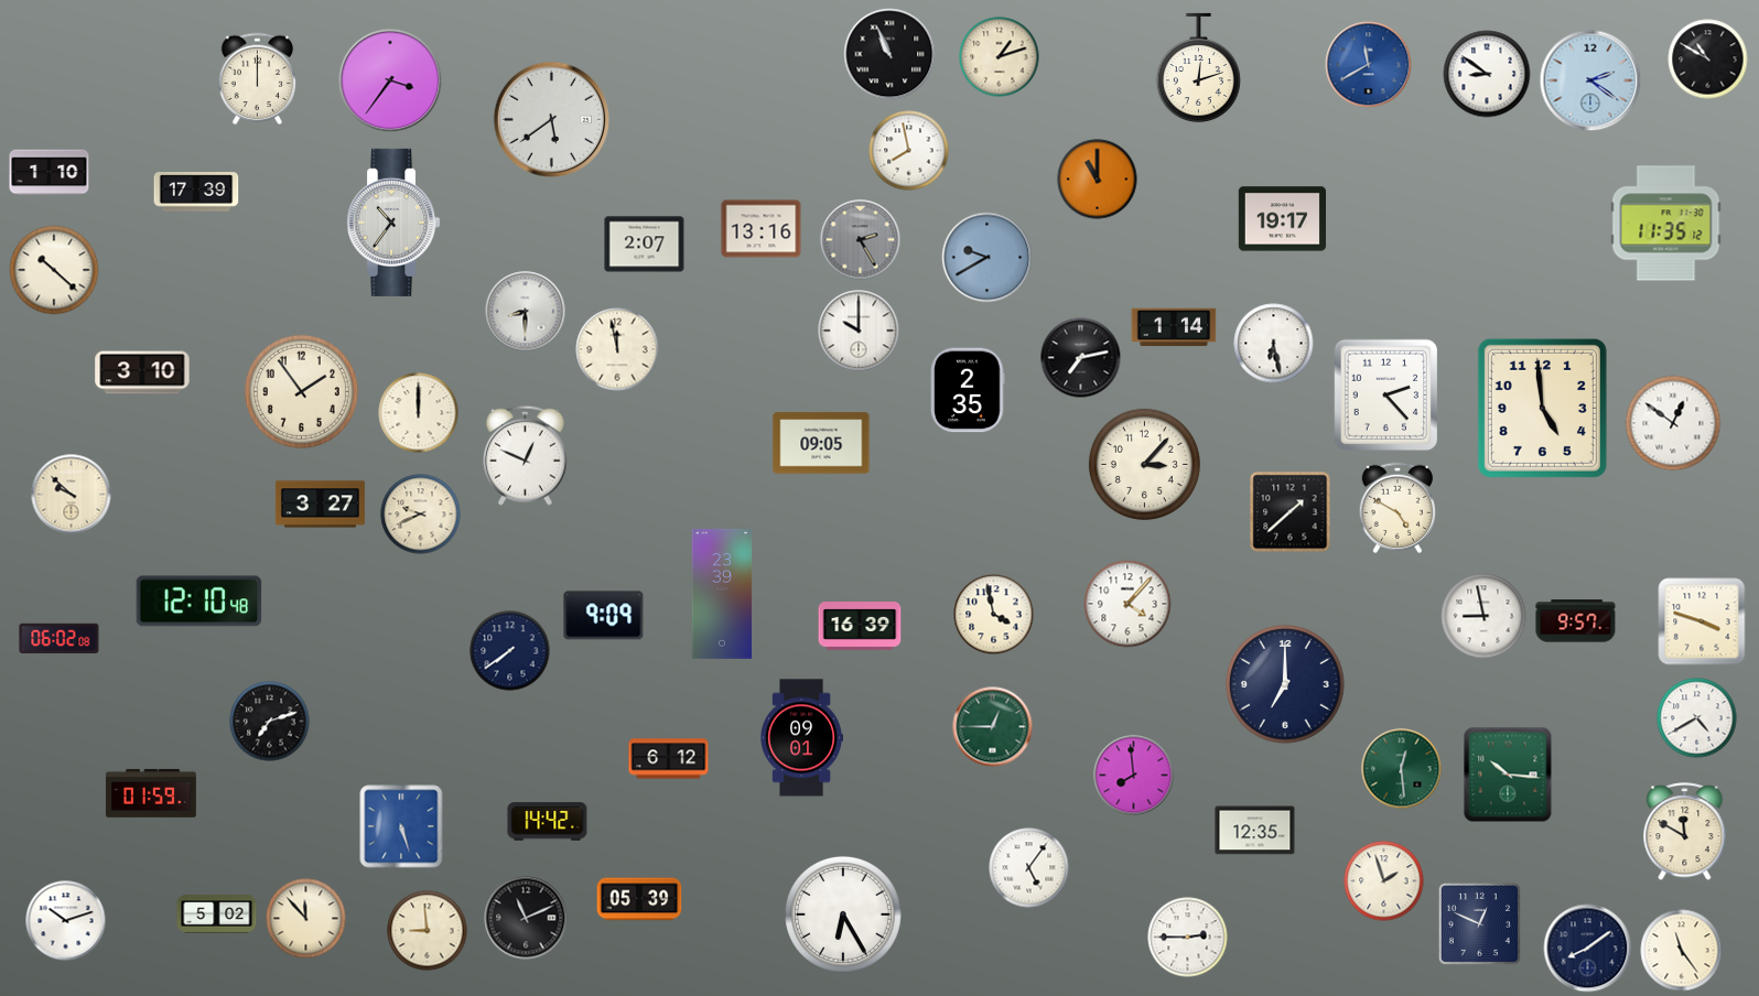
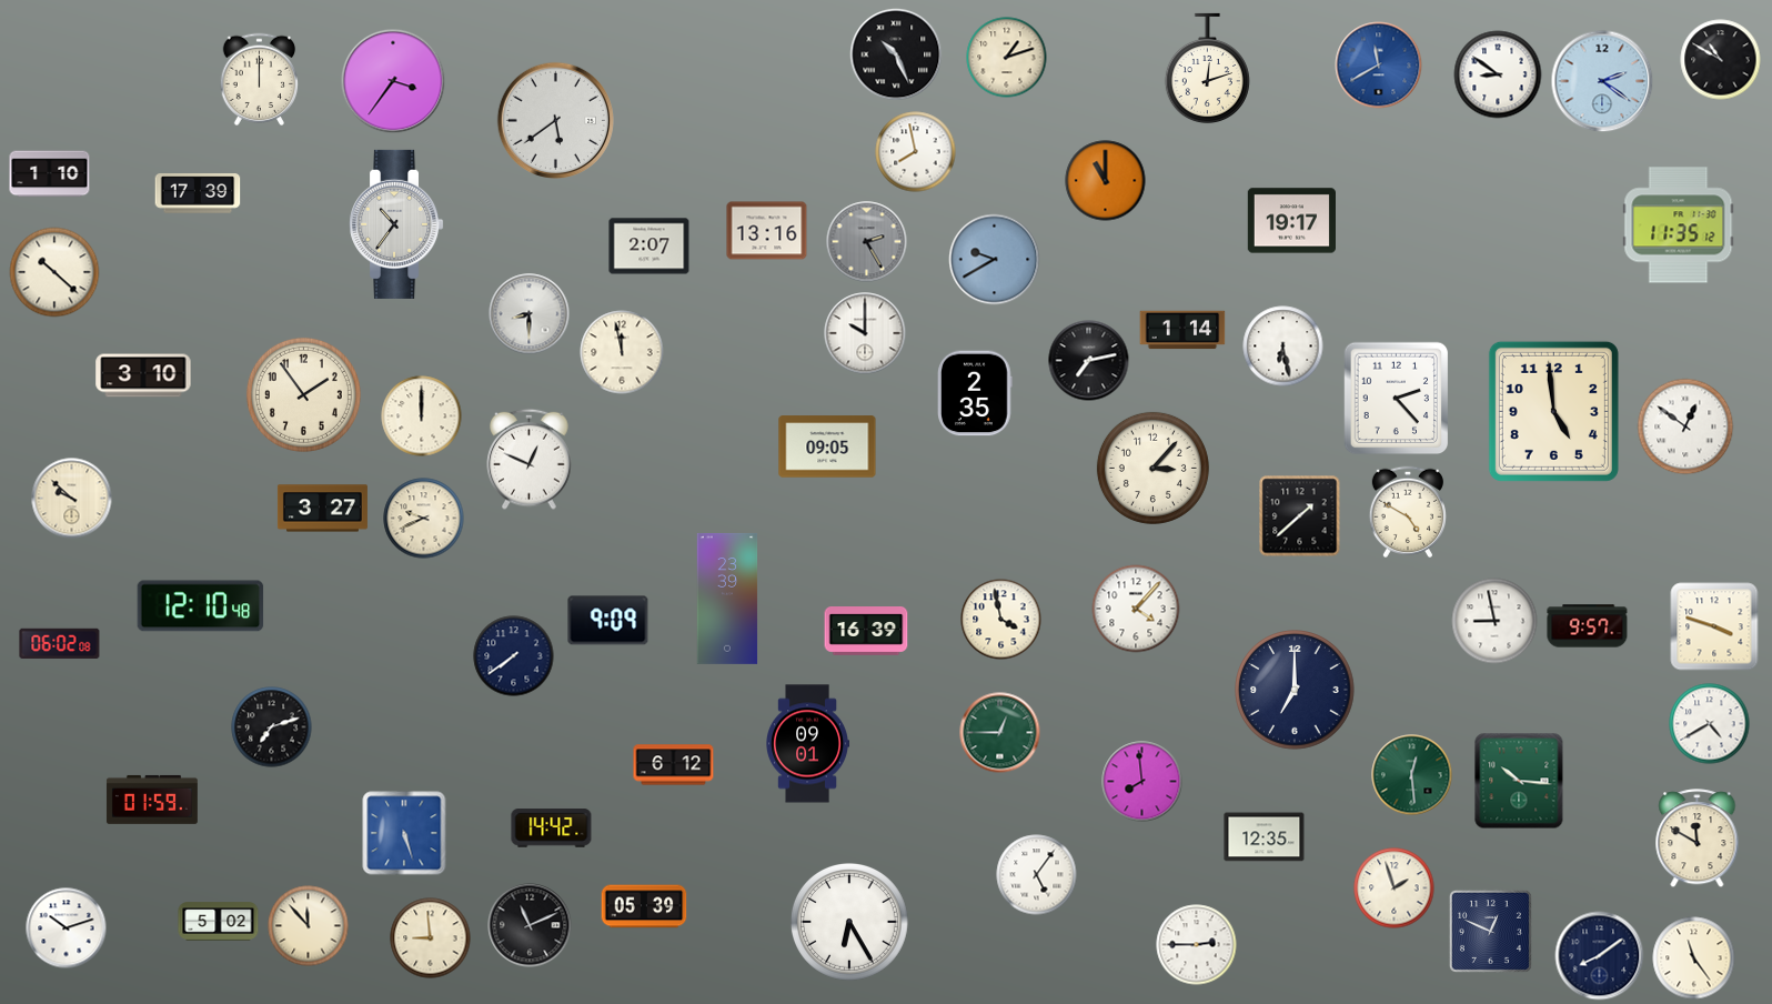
clock at (889, 54): 10:56 -> 10:26
